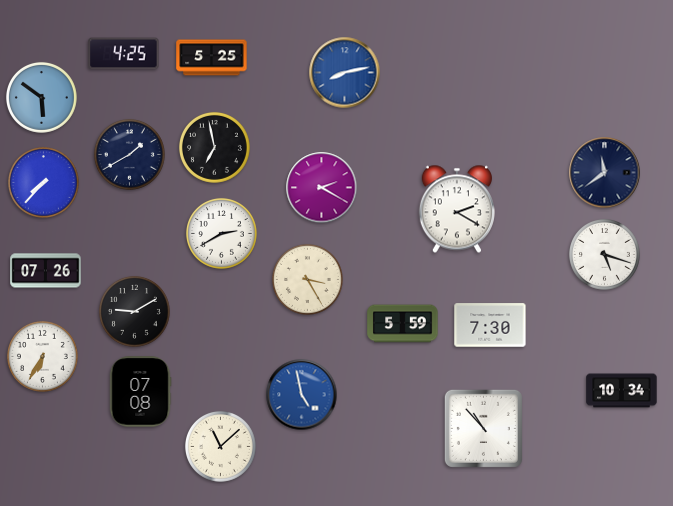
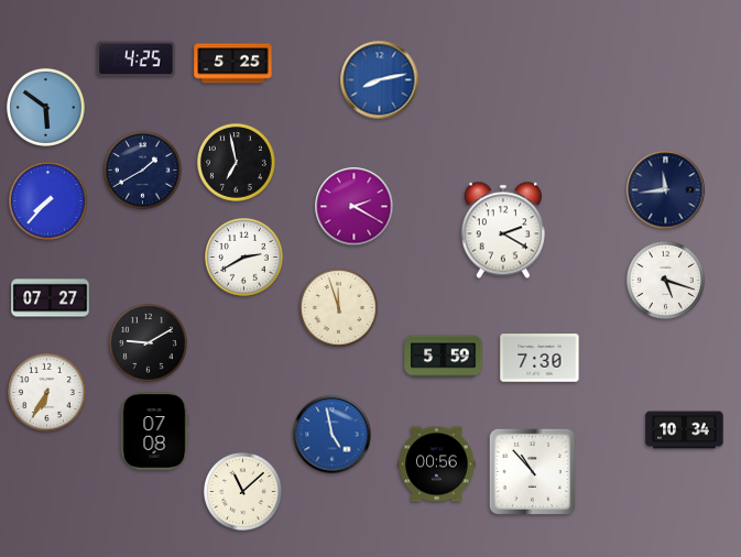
clock at (605, 173): 11:39 -> 11:44
clock at (46, 271): 07:26 -> 07:27
clock at (307, 279): 3:25 -> 11:57
clock at (437, 465): none -> 00:56
